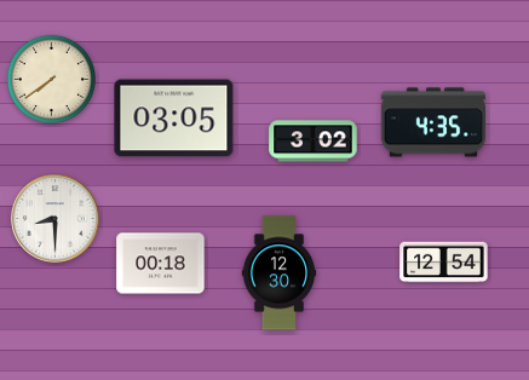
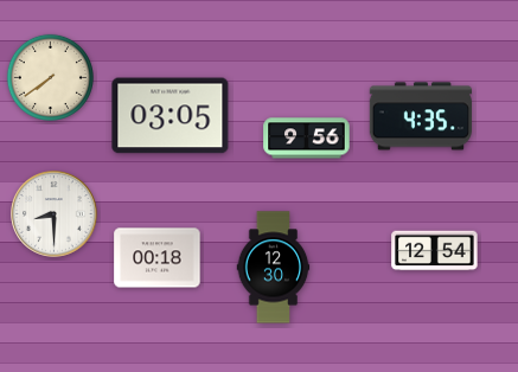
clock at (432, 122) position: (432, 122) -> (420, 116)
clock at (314, 142): 3:02 -> 9:56
clock at (444, 263) position: (444, 263) -> (435, 251)
